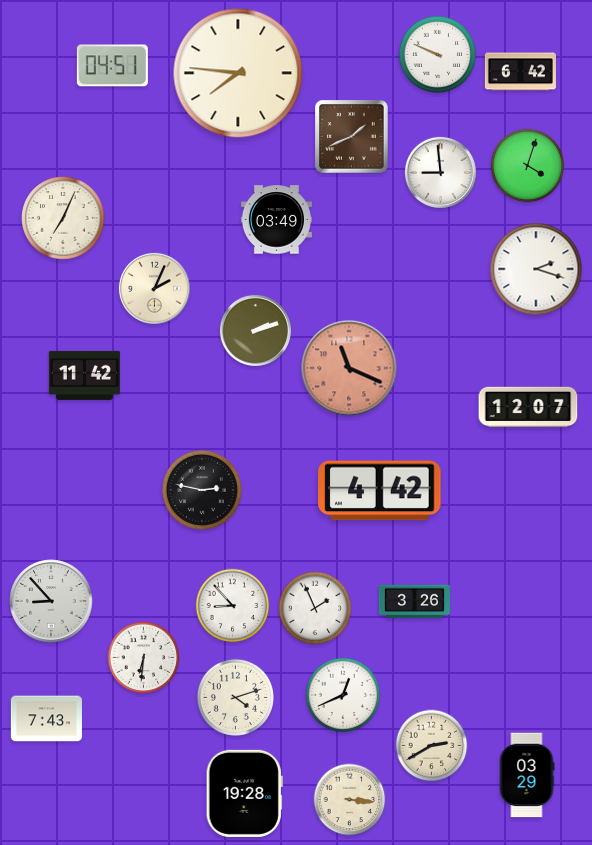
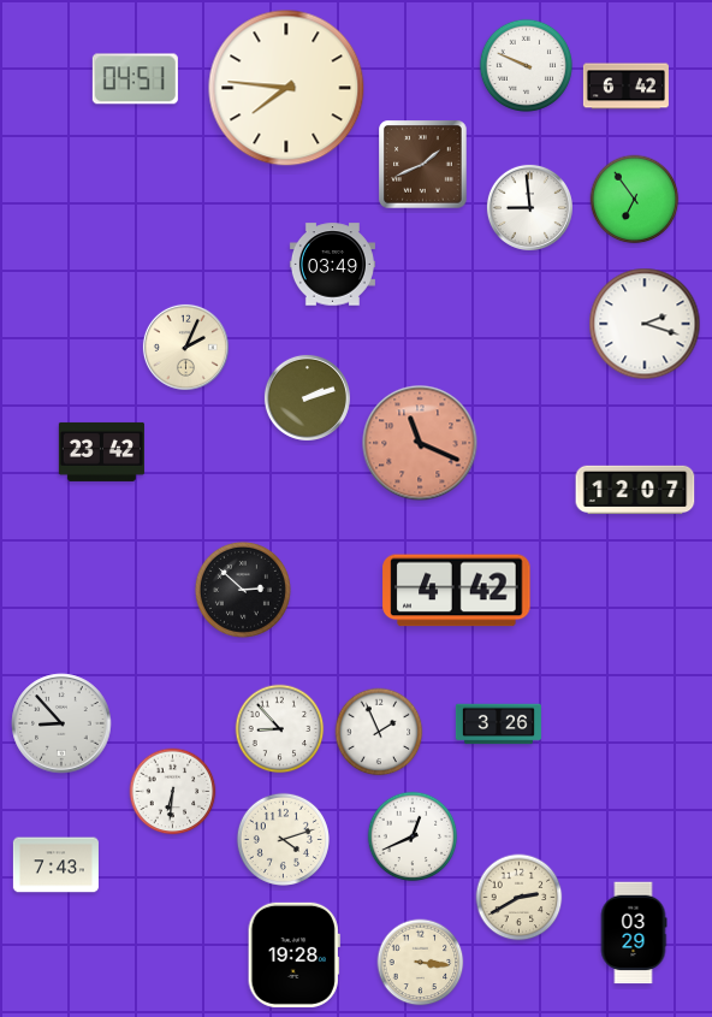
clock at (528, 166): 4:03 -> 6:54
clock at (63, 218): 7:04 -> none
clock at (84, 375): 11:42 -> 23:42
clock at (202, 490): 2:47 -> 2:52
